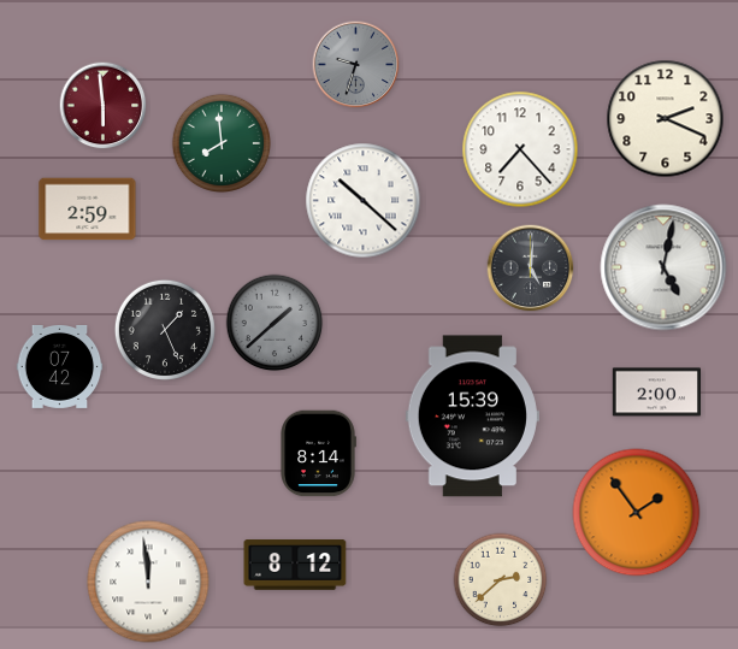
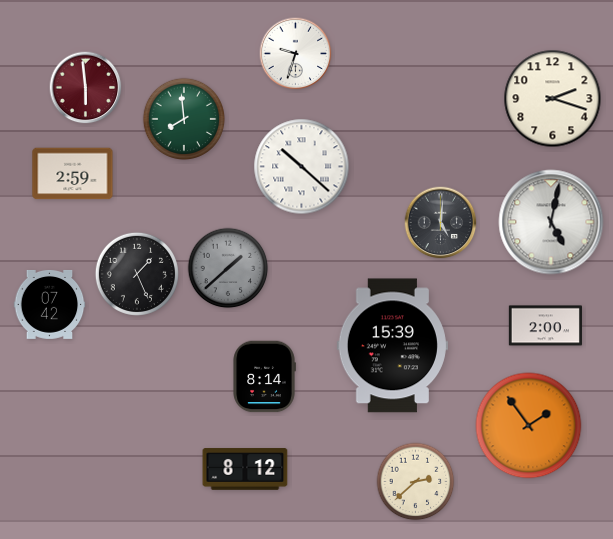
clock at (356, 65) dial: grey -> white
clock at (666, 119): 2:19 -> 2:18
clock at (520, 149): 7:23 -> none
clock at (148, 582): 11:59 -> none
